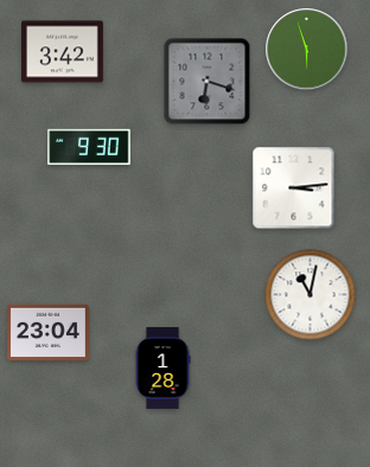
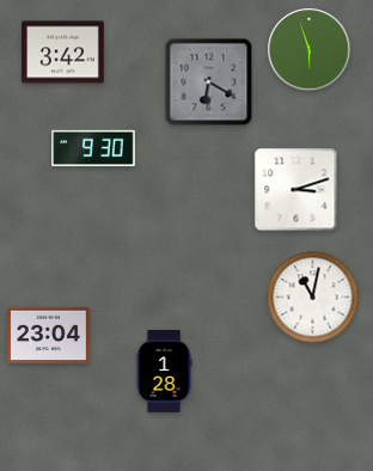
clock at (208, 82): 6:18 -> 6:20
clock at (89, 147) position: (89, 147) -> (93, 148)
clock at (294, 188): 3:14 -> 3:12
